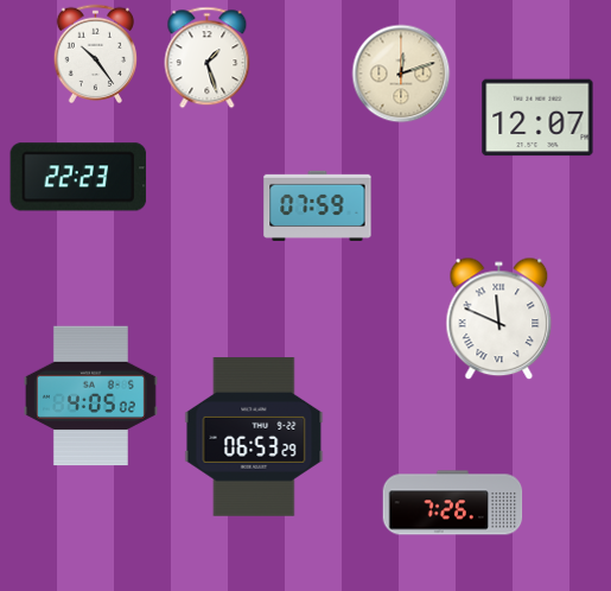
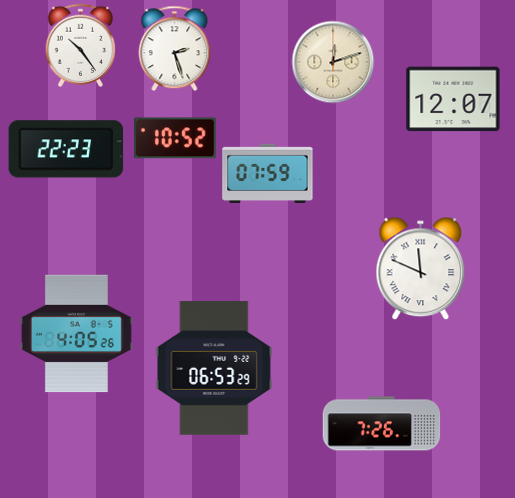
clock at (208, 57): 1:27 -> 2:27
clock at (401, 74) position: (401, 74) -> (333, 62)
clock at (175, 138): none -> 10:52
clock at (90, 396): 4:05:02 -> 4:05:26
